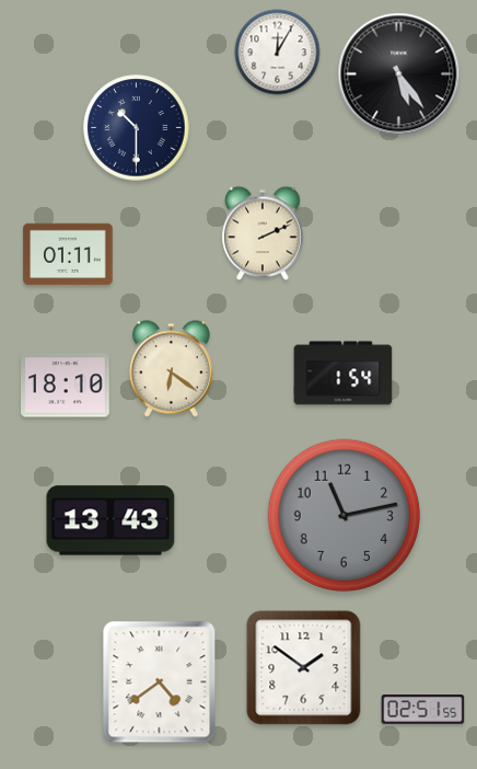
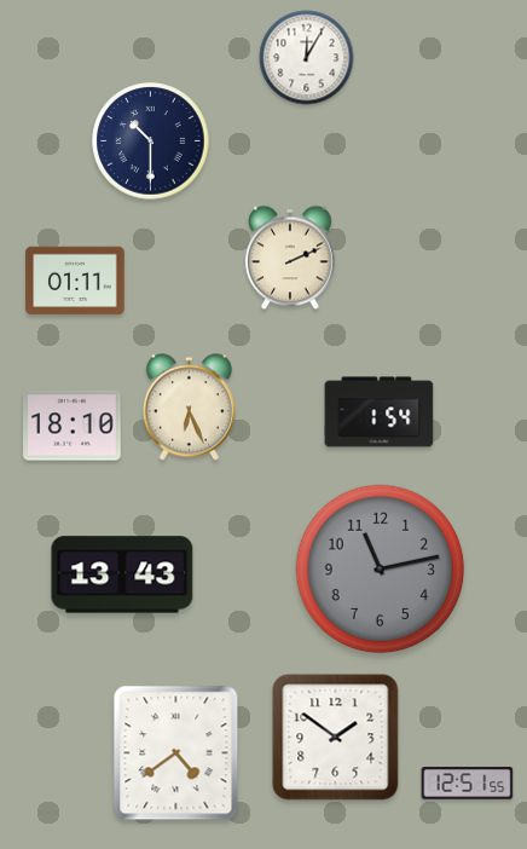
clock at (399, 74): 5:24 -> none
clock at (171, 369): 6:21 -> 6:26
clock at (423, 710): 02:51 -> 12:51
